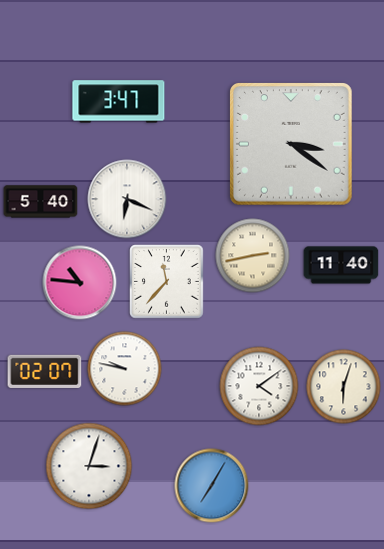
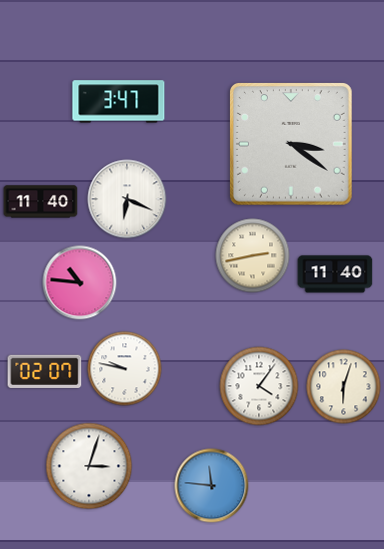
clock at (41, 202): 5:40 -> 11:40
clock at (341, 265) position: (341, 265) -> (335, 274)
clock at (167, 282): 11:37 -> none
clock at (259, 386): 4:09 -> 4:06
clock at (212, 486): 7:05 -> 11:46
